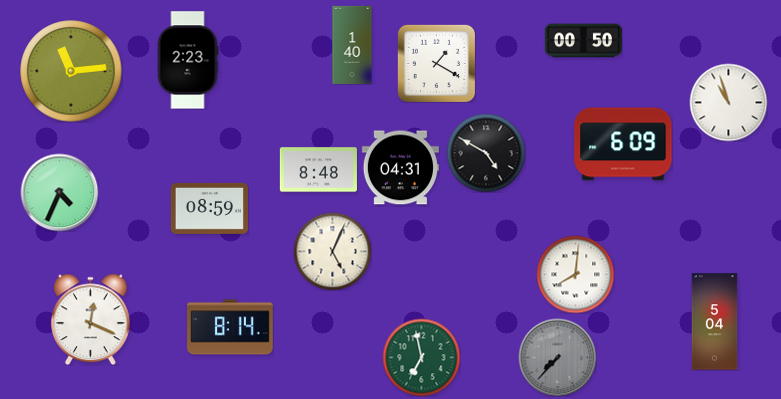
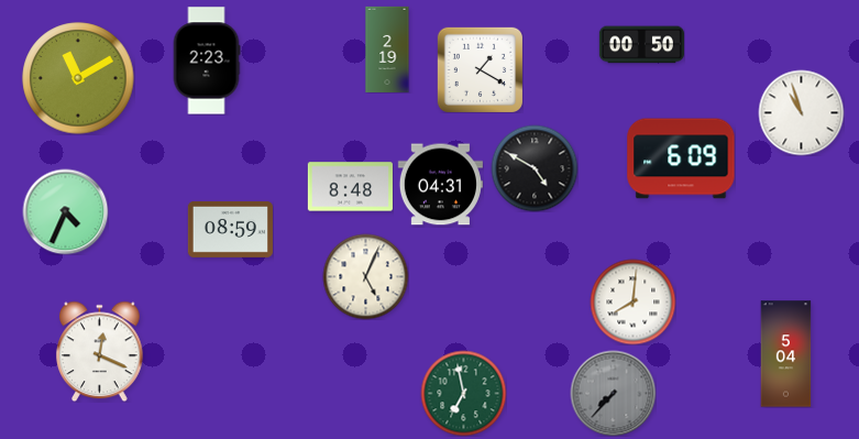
clock at (352, 45): 1:40 -> 2:19
clock at (188, 60) position: (188, 60) -> (207, 61)
clock at (71, 71): 11:14 -> 11:10
clock at (623, 144) position: (623, 144) -> (681, 158)
clock at (231, 327): 8:14 -> none
